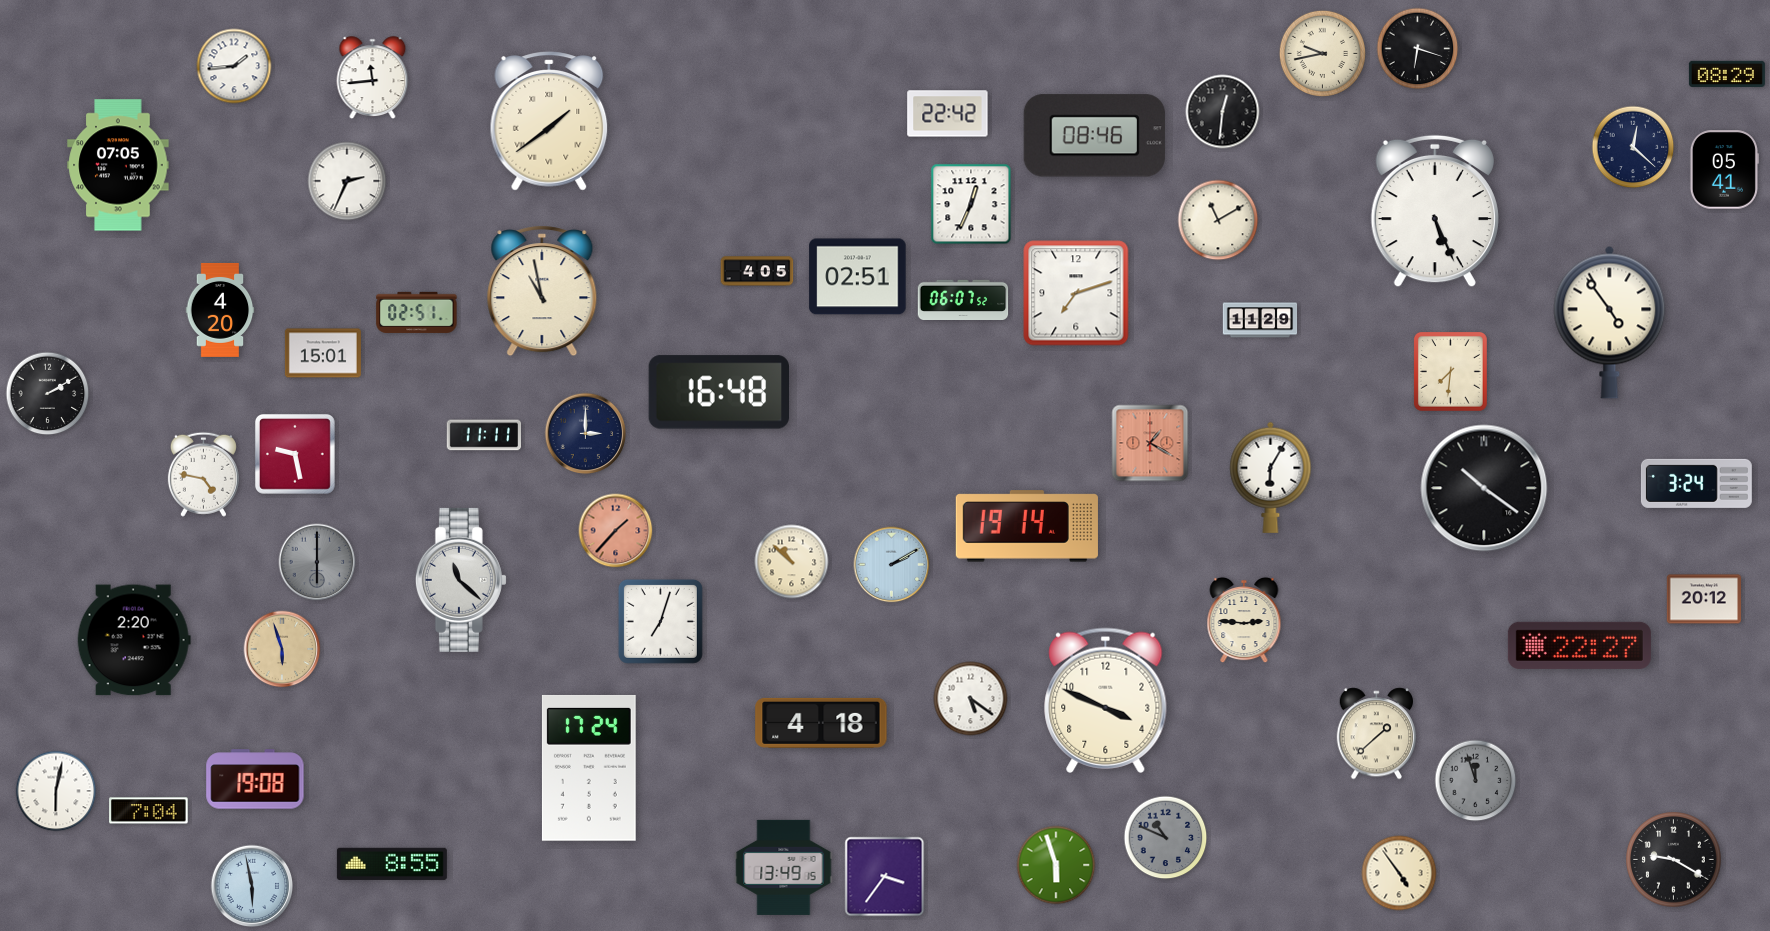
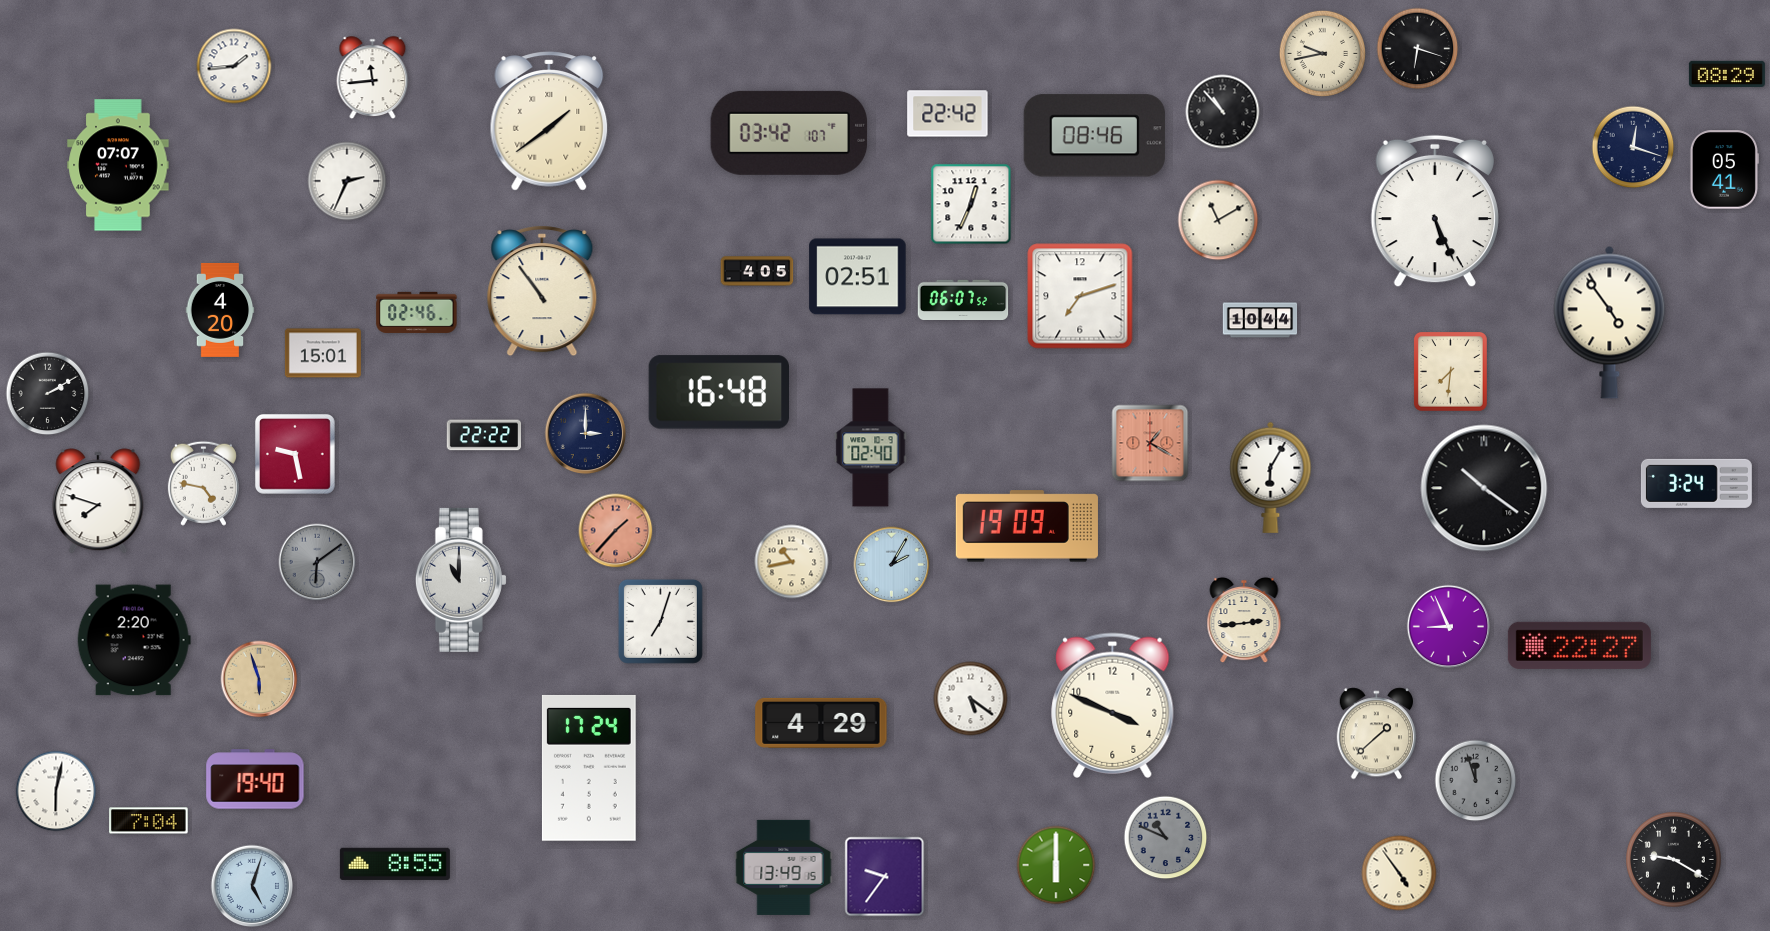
clock at (1223, 112): 12:31 -> 10:53
clock at (789, 133): none -> 03:42
clock at (1633, 147): 12:22 -> 12:18
clock at (118, 165): 07:05 -> 07:07
clock at (542, 291): 10:58 -> 10:54
clock at (1076, 293) position: (1076, 293) -> (1080, 296)
clock at (417, 312): 02:51 -> 02:46
clock at (1260, 320): 11:29 -> 10:44
clock at (483, 435): 11:11 -> 22:22
clock at (871, 448): none -> 02:40
clock at (203, 474) position: (203, 474) -> (203, 483)
clock at (98, 501): none -> 7:48
clock at (1027, 526): 19:14 -> 19:09
clock at (317, 562): 6:00 -> 6:09
clock at (792, 562): 10:52 -> 10:43
clock at (892, 565): 2:10 -> 2:05
clock at (461, 580): 11:22 -> 11:00
clock at (1704, 599): 20:12 -> none
clock at (1244, 620): 2:46 -> 2:44
clock at (1449, 627): none -> 8:56
clock at (282, 649) position: (282, 649) -> (259, 679)
clock at (1106, 700) position: (1106, 700) -> (1113, 705)
clock at (821, 723): 4:18 -> 4:29
clock at (255, 779): 19:08 -> 19:40
clock at (149, 811) position: (149, 811) -> (149, 821)
clock at (392, 864) position: (392, 864) -> (395, 864)
clock at (1056, 865): 5:57 -> 6:00
clock at (885, 877): 3:36 -> 9:36
clock at (252, 886): 5:58 -> 5:03
